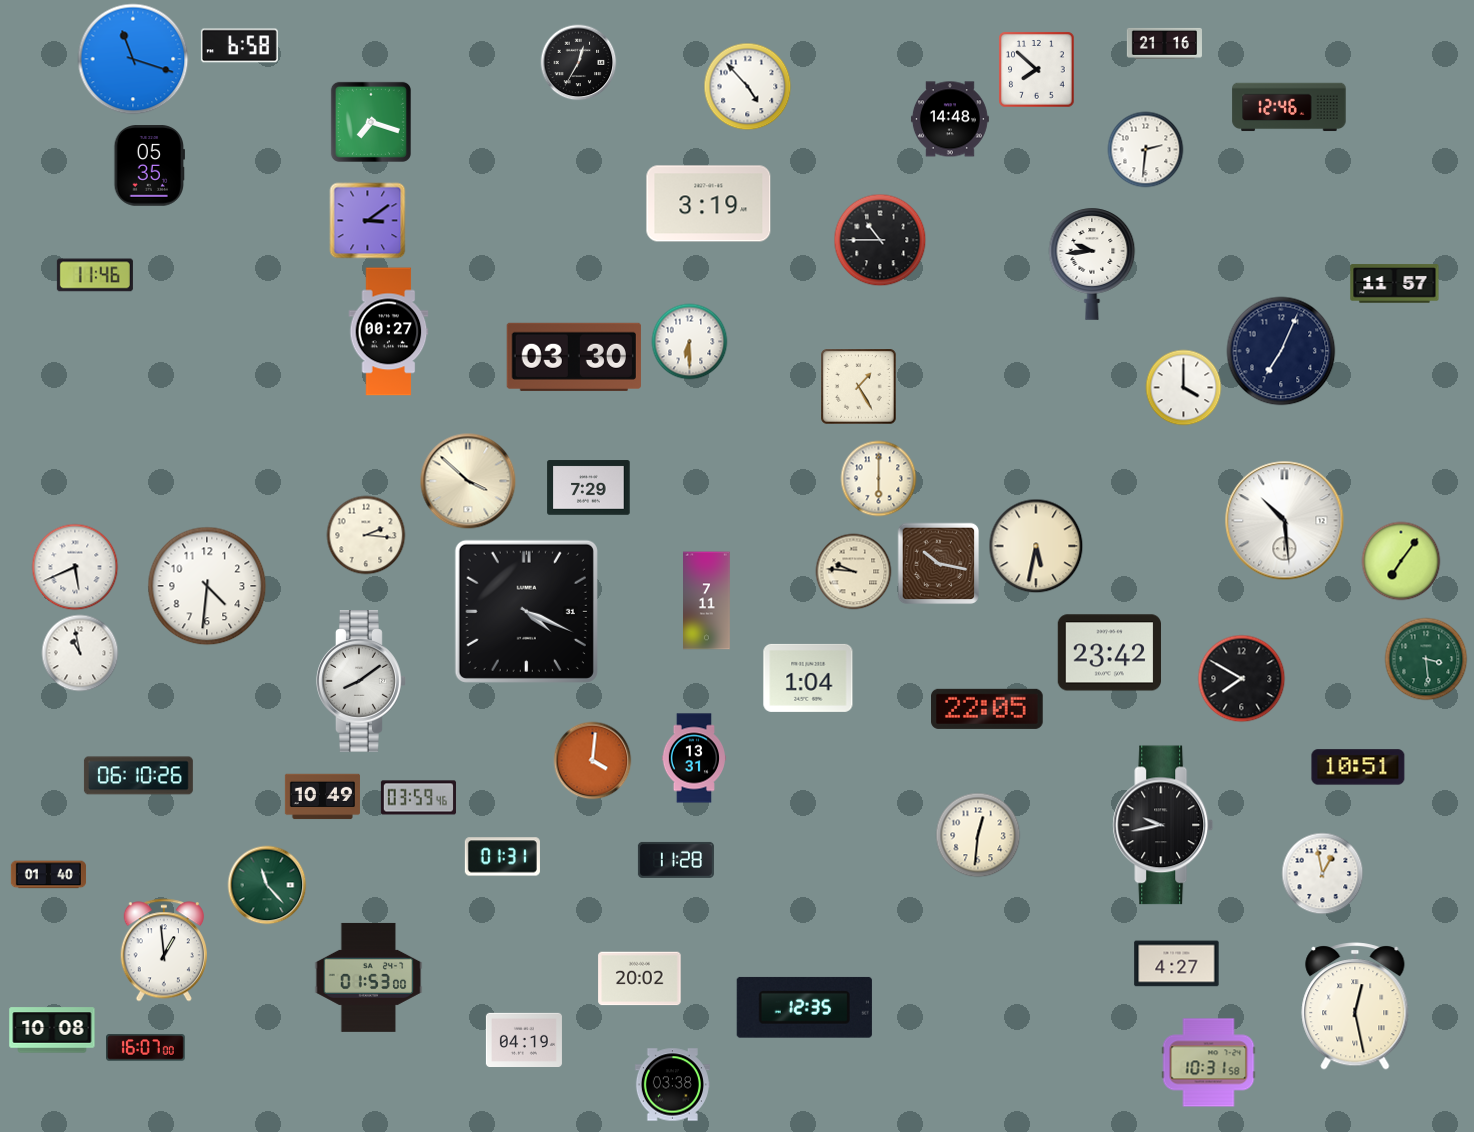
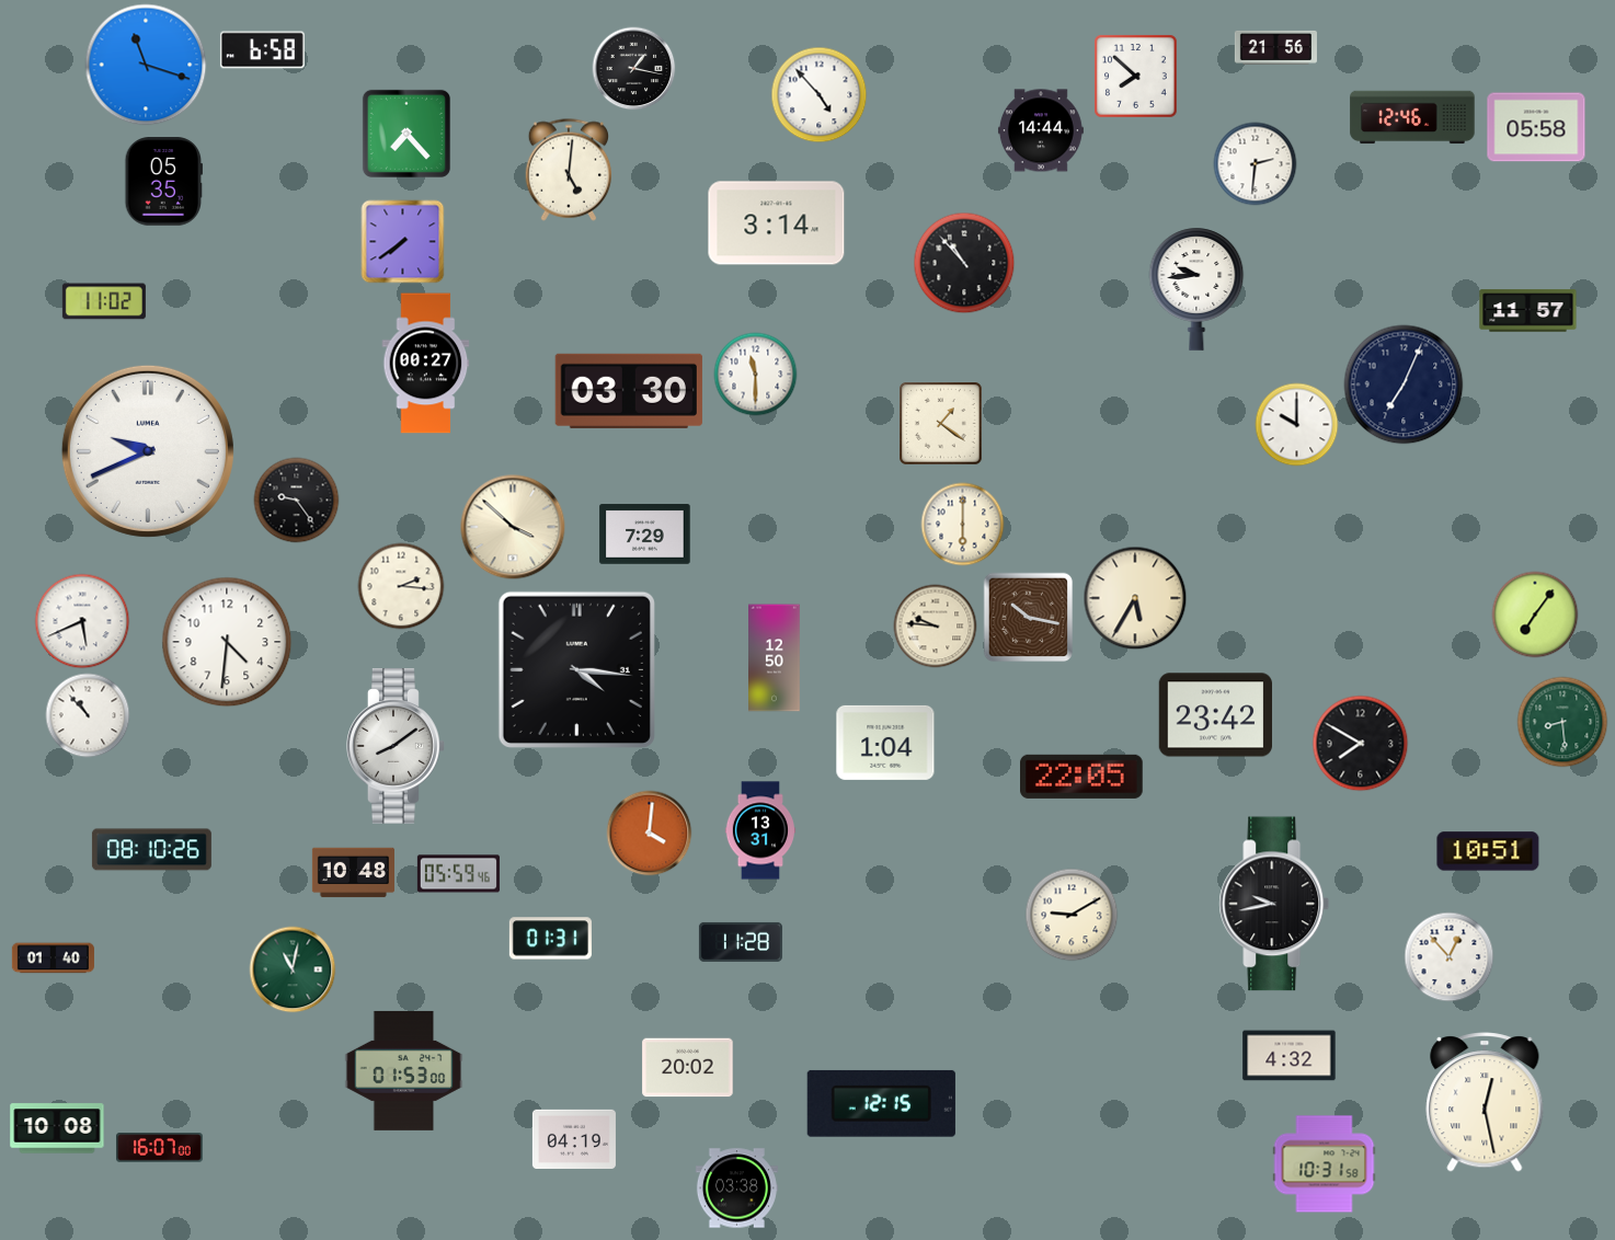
clock at (1164, 43): 21:16 -> 21:56
clock at (579, 63): 12:35 -> 1:17
clock at (1536, 127): none -> 05:58
clock at (950, 119): 14:48 -> 14:44
clock at (371, 122): 7:18 -> 7:23
clock at (568, 170): none -> 5:01
clock at (709, 204): 3:19 -> 3:14
clock at (368, 221): 3:09 -> 7:39
clock at (880, 240): 10:45 -> 10:53
clock at (95, 275): 11:46 -> 11:02
clock at (690, 342): 6:30 -> 11:30
clock at (859, 387): 1:25 -> 1:21
clock at (1184, 388): 4:00 -> 10:00
clock at (148, 451): none -> 9:41
clock at (297, 501): none -> 9:24
clock at (1285, 521): 10:29 -> none
clock at (1036, 546): 5:32 -> 5:35
clock at (707, 601): 7:11 -> 12:50
clock at (526, 611): 4:19 -> 4:16
clock at (80, 653): 10:58 -> 10:53
clock at (1426, 659): 3:29 -> 8:29
clock at (1358, 767) position: (1358, 767) -> (1488, 851)
clock at (138, 776): 06:10 -> 08:10
clock at (322, 797): 10:49 -> 10:48
clock at (418, 798): 03:59 -> 05:59
clock at (978, 835): 12:31 -> 9:10
clock at (1323, 874): 12:58 -> 12:53
clock at (267, 885): 11:23 -> 11:02
clock at (164, 950): 12:59 -> none
clock at (1177, 964): 4:27 -> 4:32
clock at (640, 979) position: (640, 979) -> (688, 1068)
clock at (804, 1007): 12:35 -> 12:15
